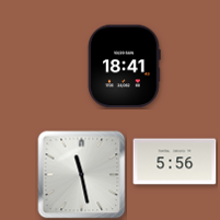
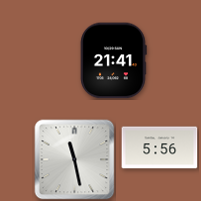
clock at (125, 67): 18:41 -> 21:41
